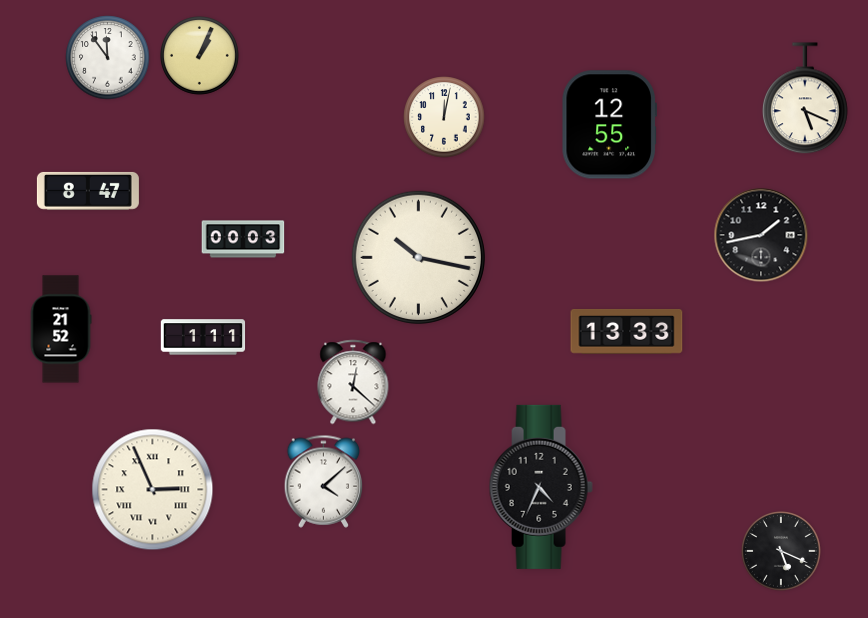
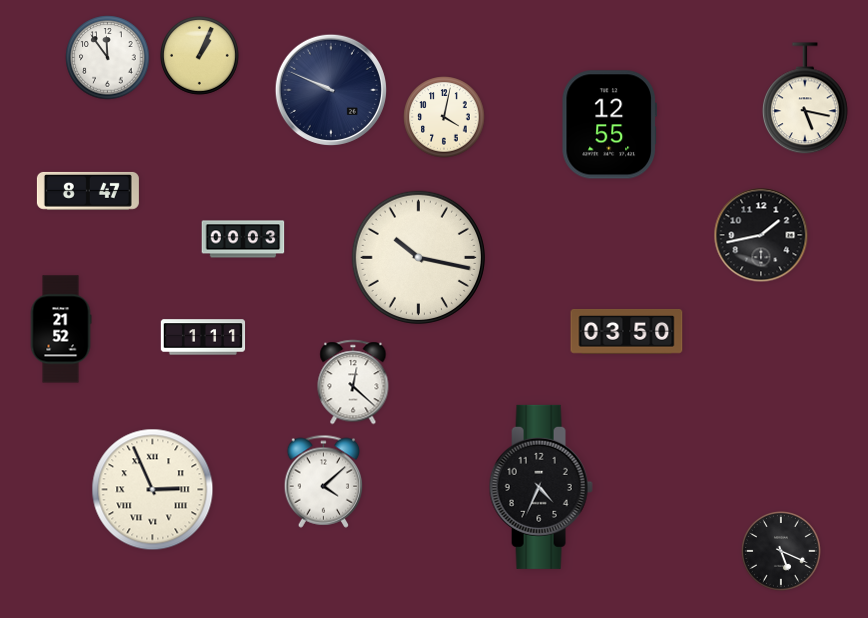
clock at (331, 90): none -> 9:49
clock at (806, 99): 5:19 -> 5:17
clock at (444, 117): 12:02 -> 4:02
clock at (627, 332): 13:33 -> 03:50
